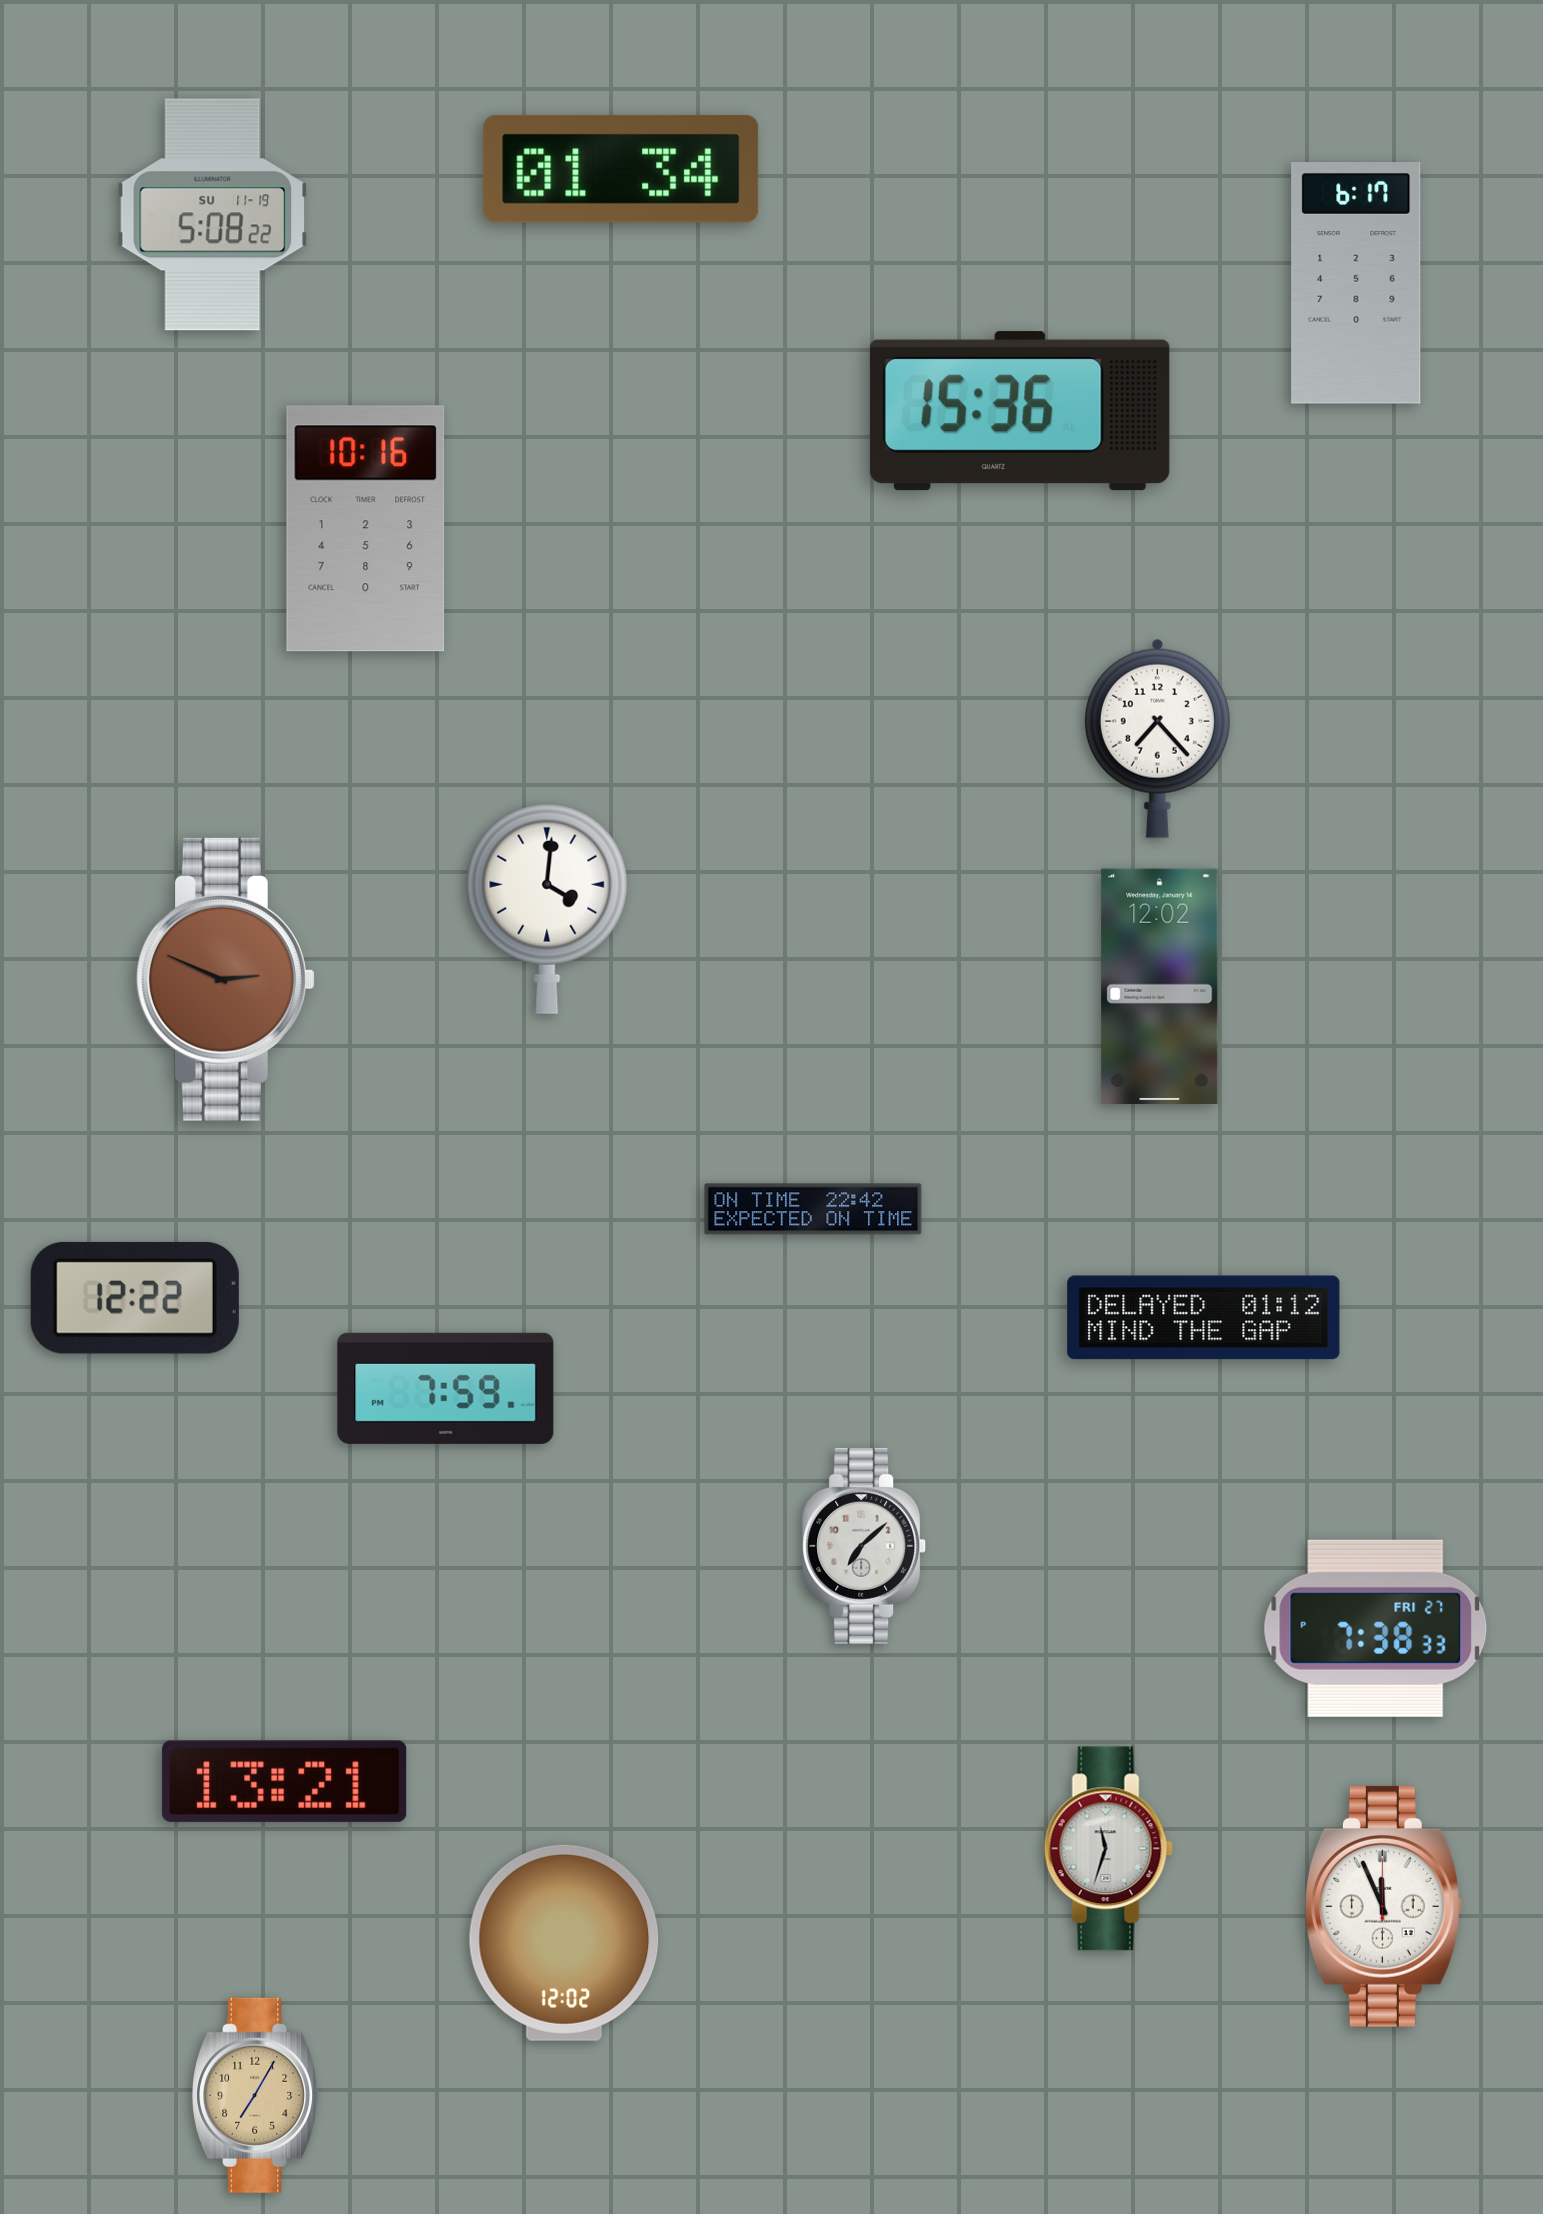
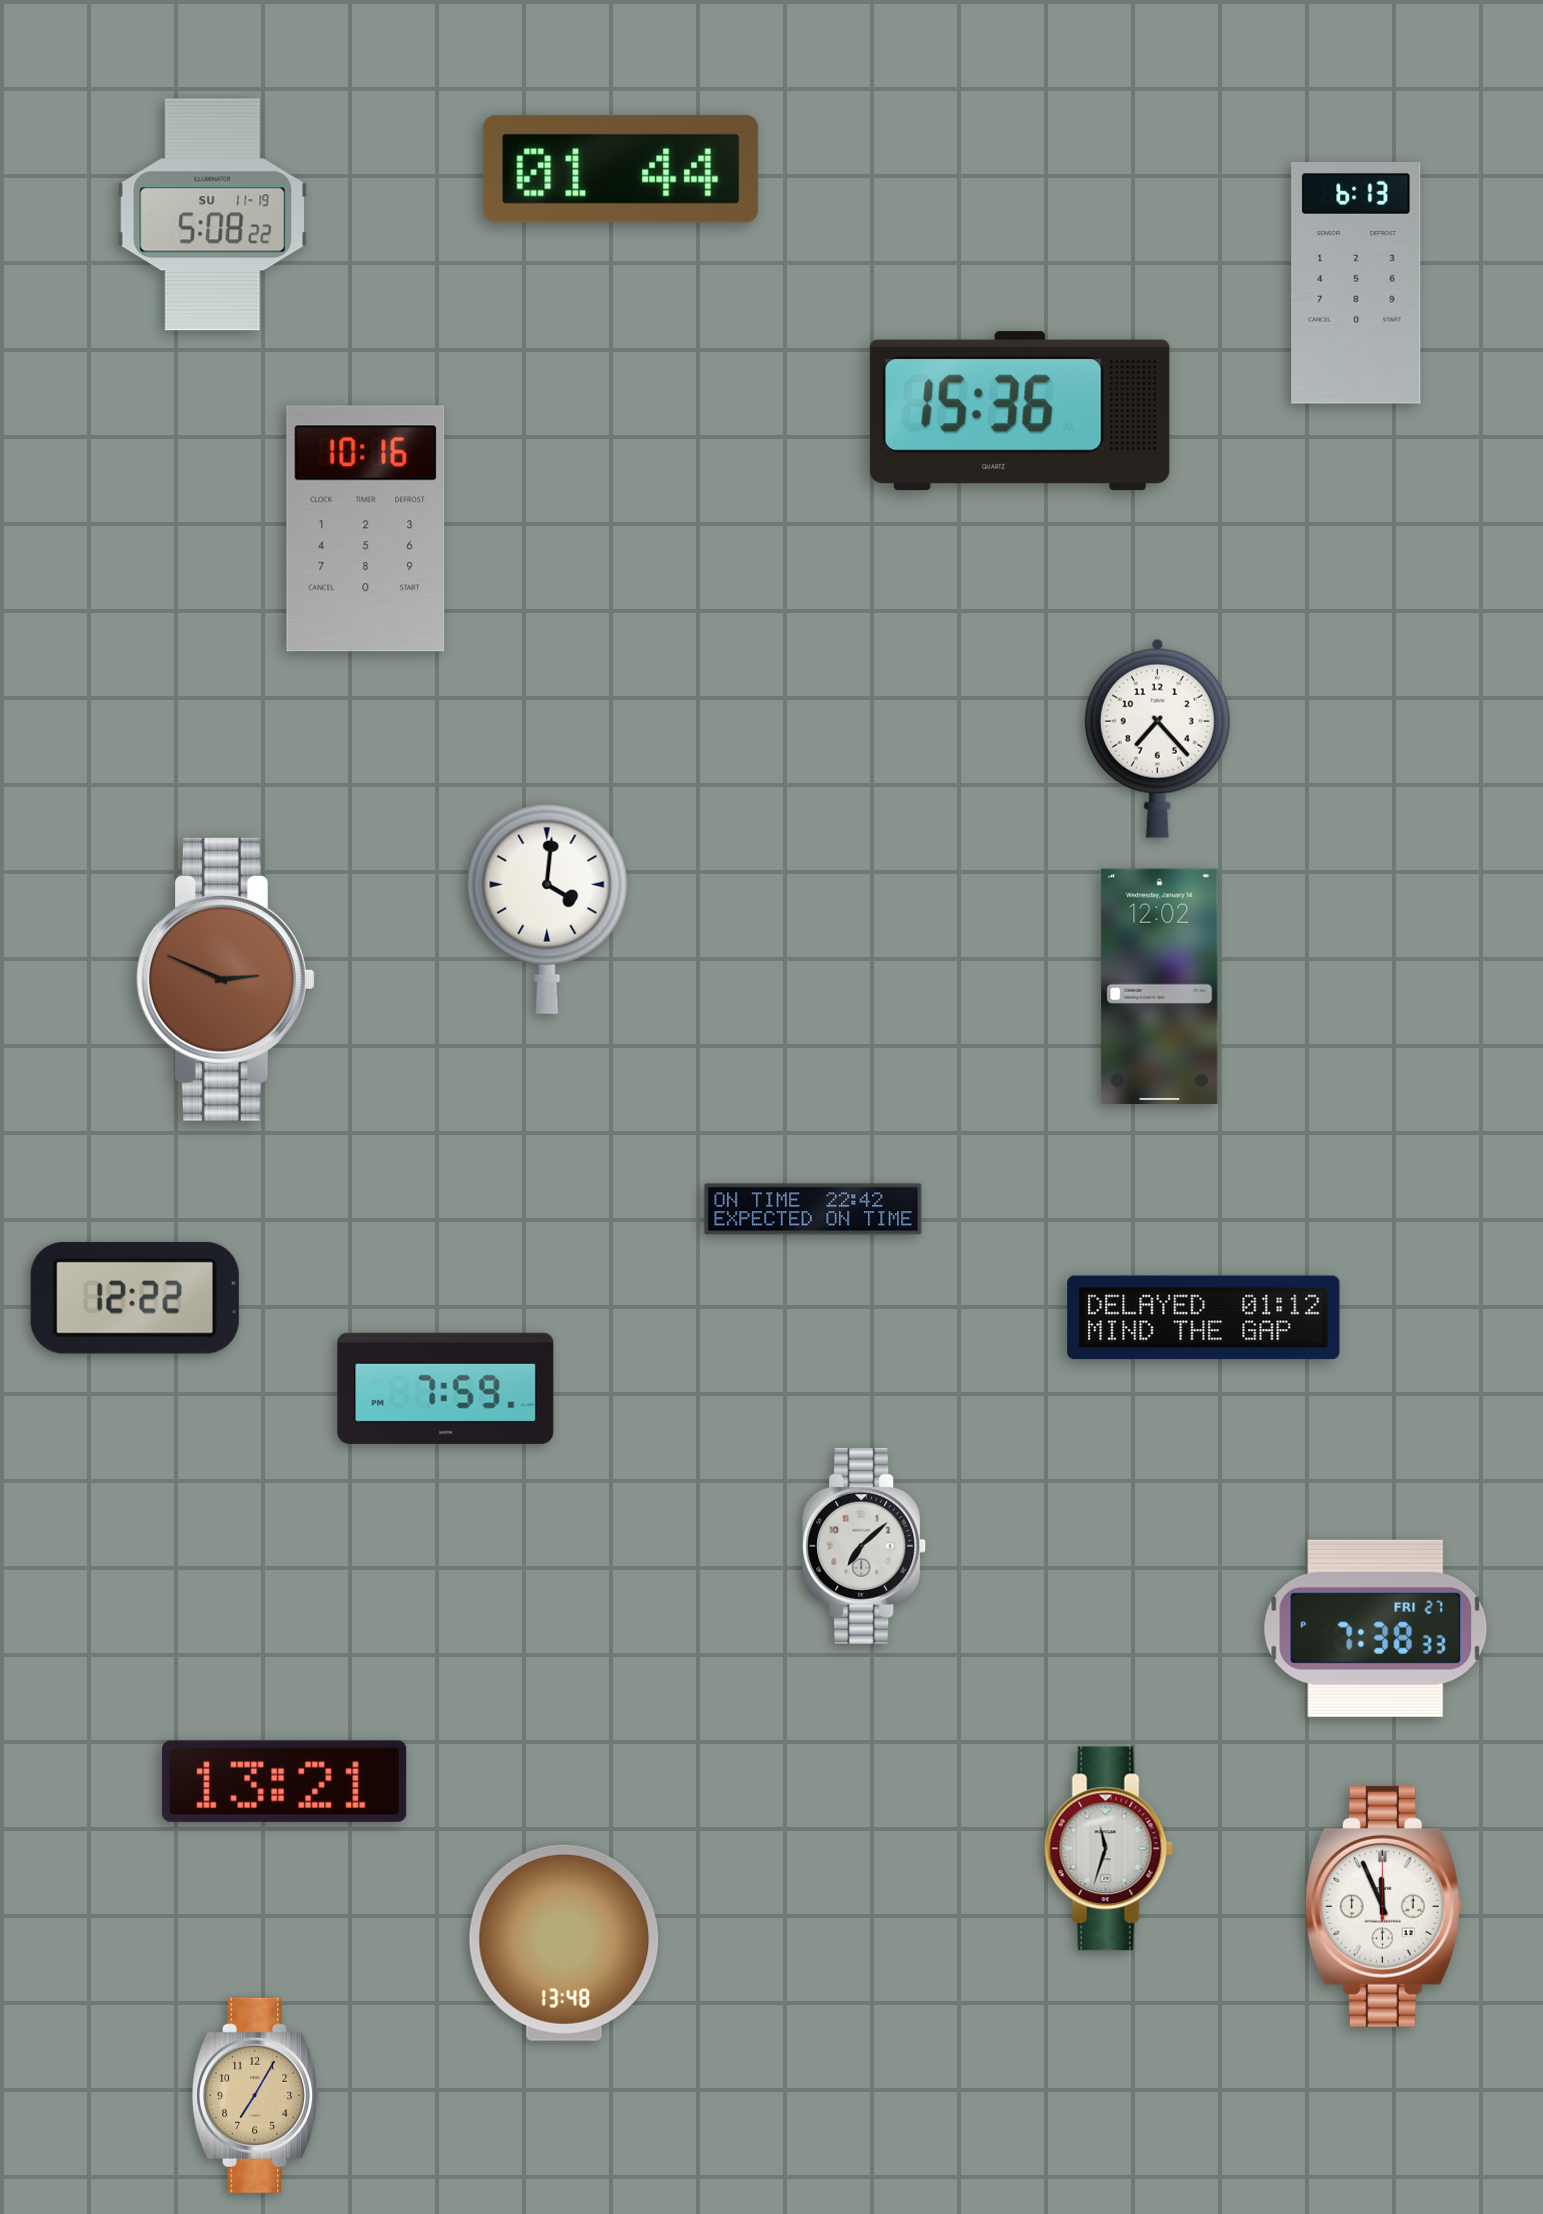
clock at (621, 169): 01:34 -> 01:44
clock at (1356, 284): 6:17 -> 6:13
clock at (564, 1943): 12:02 -> 13:48
